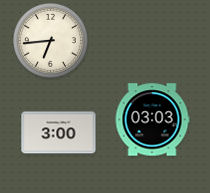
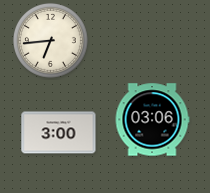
clock at (152, 120): 03:03 -> 03:06
